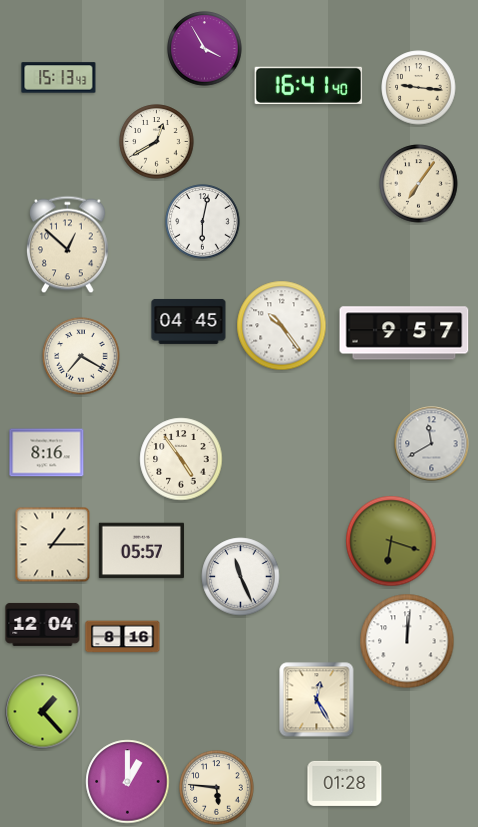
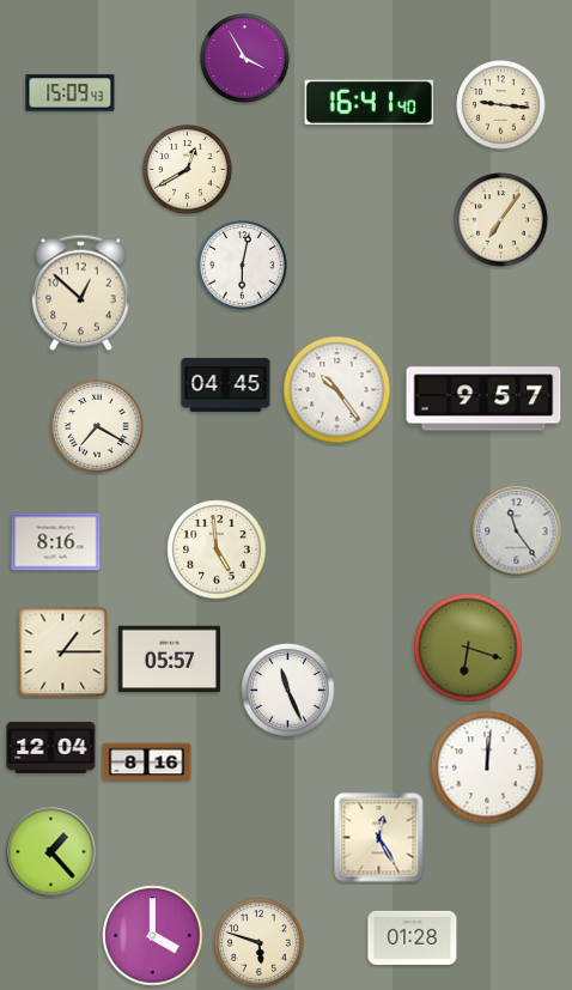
clock at (59, 78): 15:13 -> 15:09
clock at (432, 444): 11:40 -> 11:24
clock at (181, 459): 4:54 -> 4:59
clock at (128, 782): 1:00 -> 4:00
clock at (217, 788): 5:46 -> 5:48
